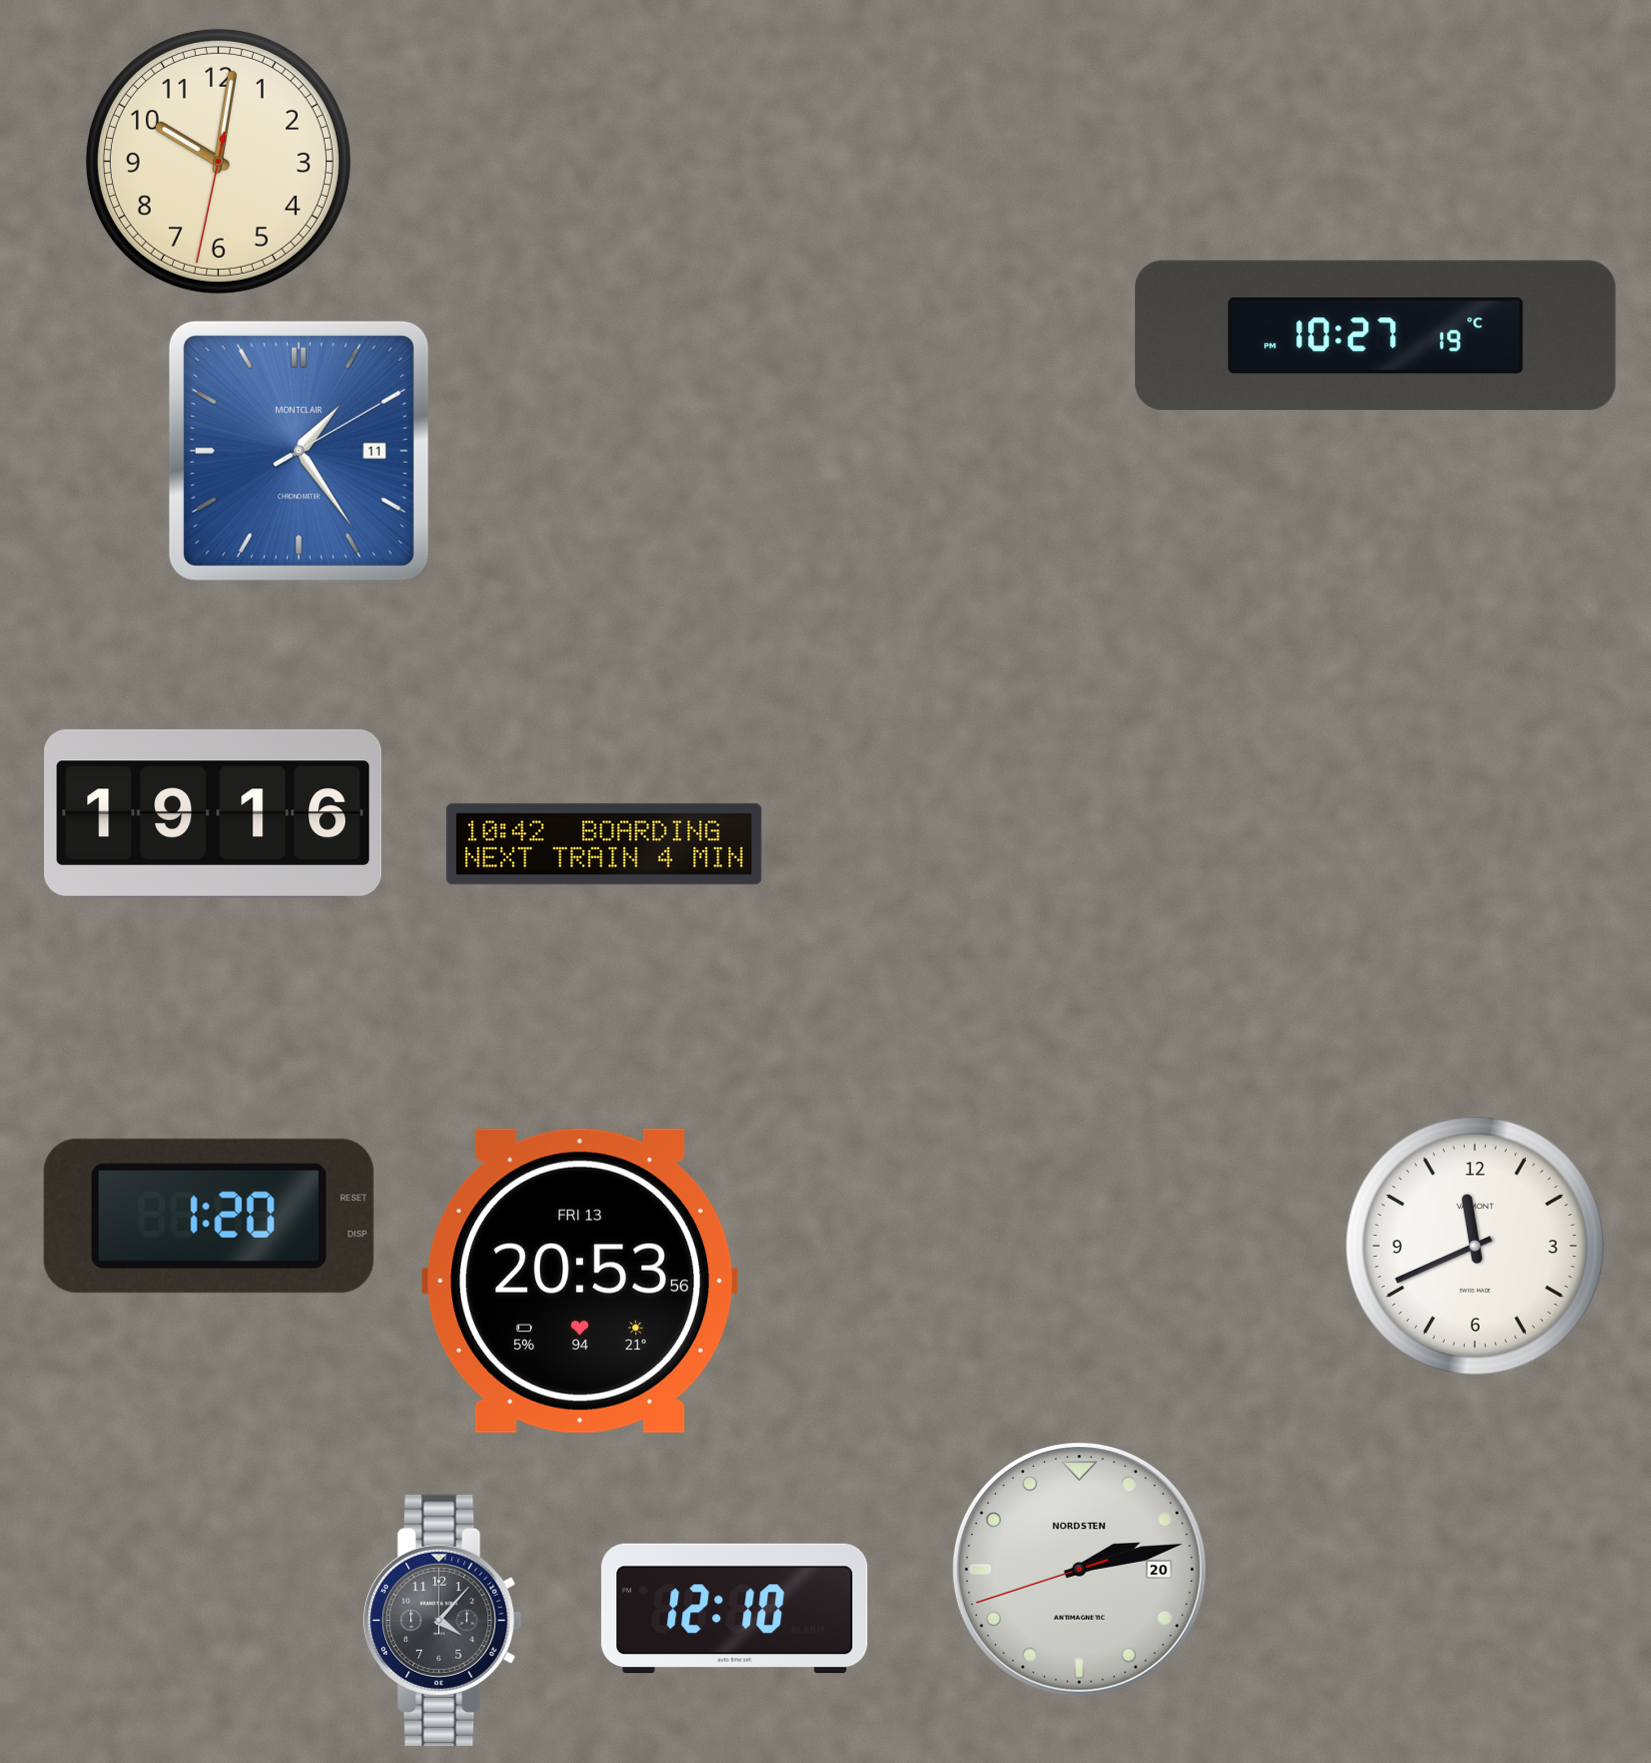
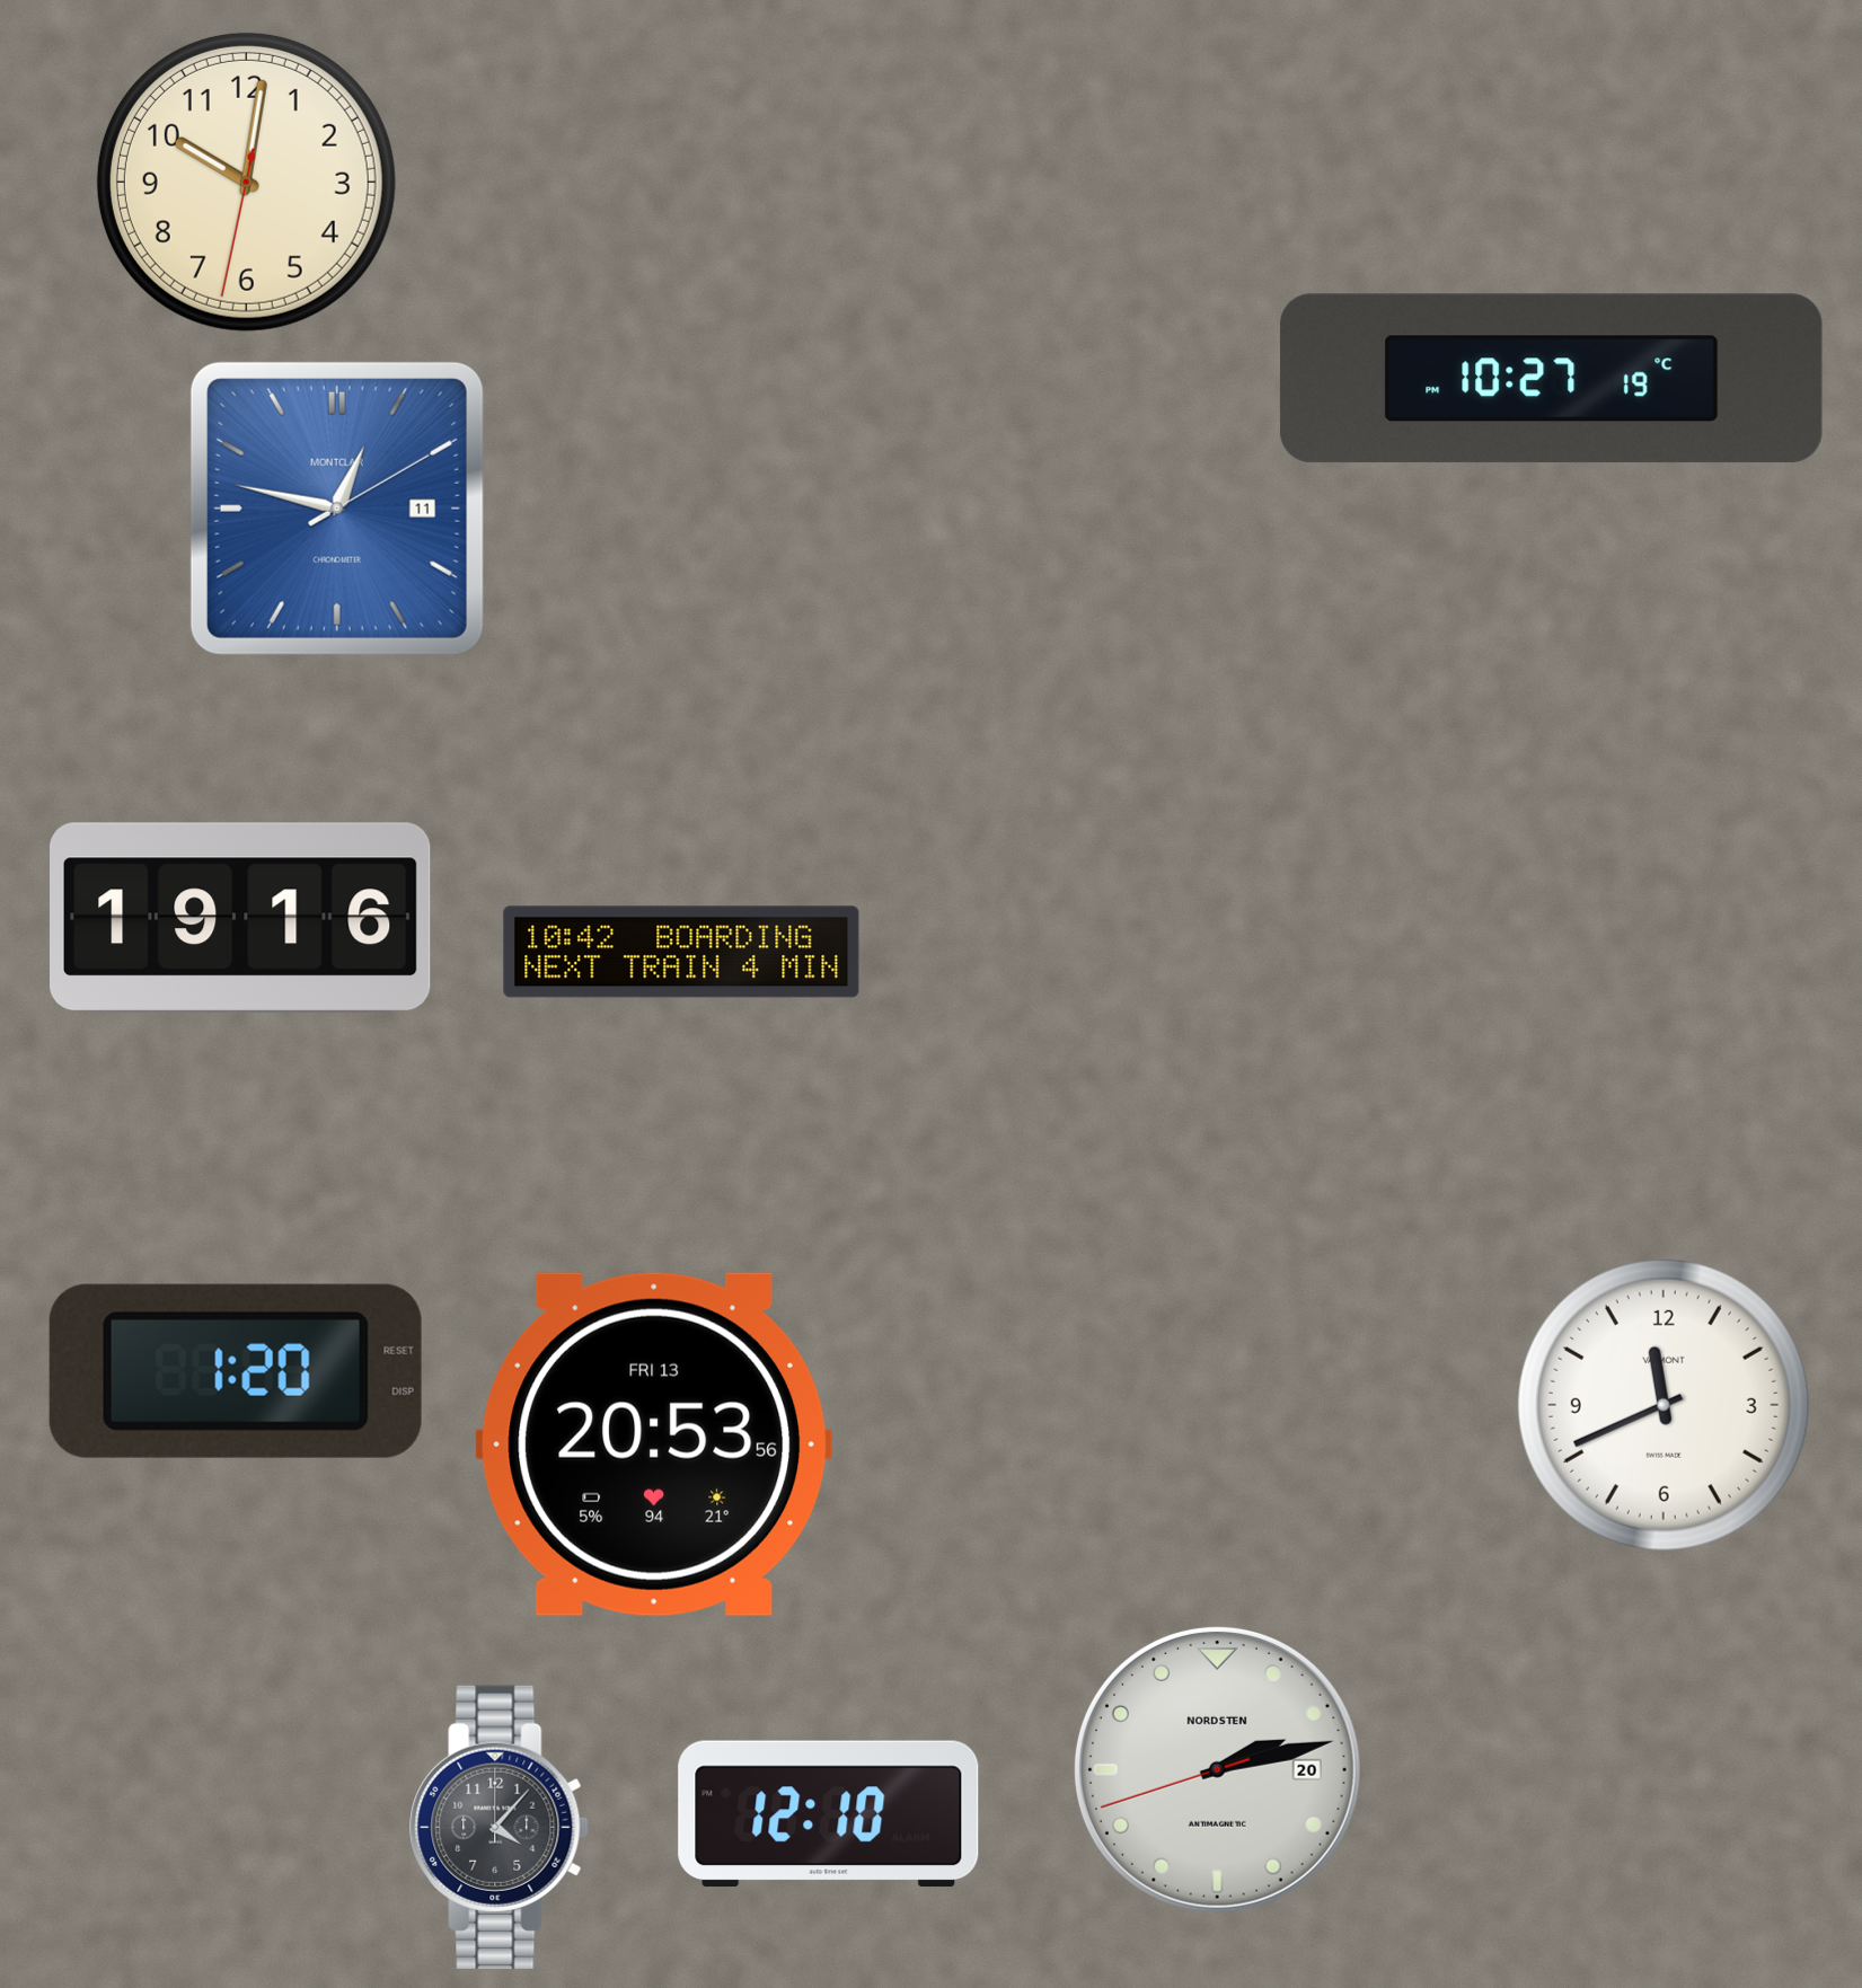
clock at (299, 451): 1:24 -> 12:47
